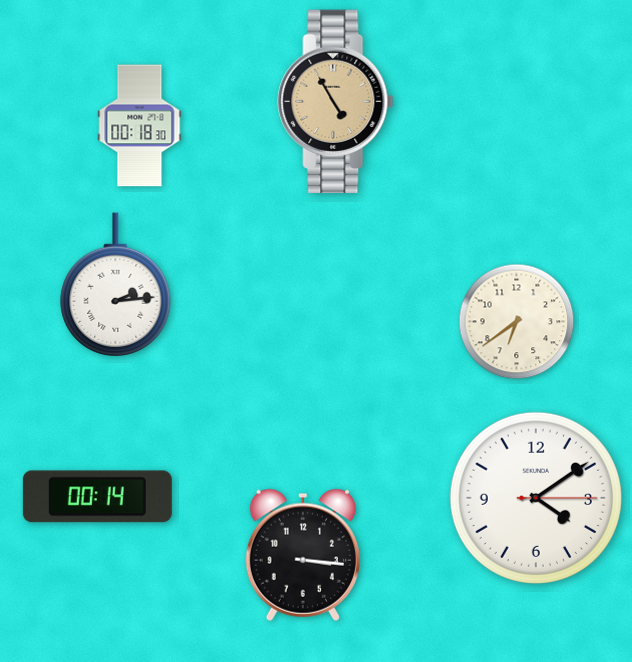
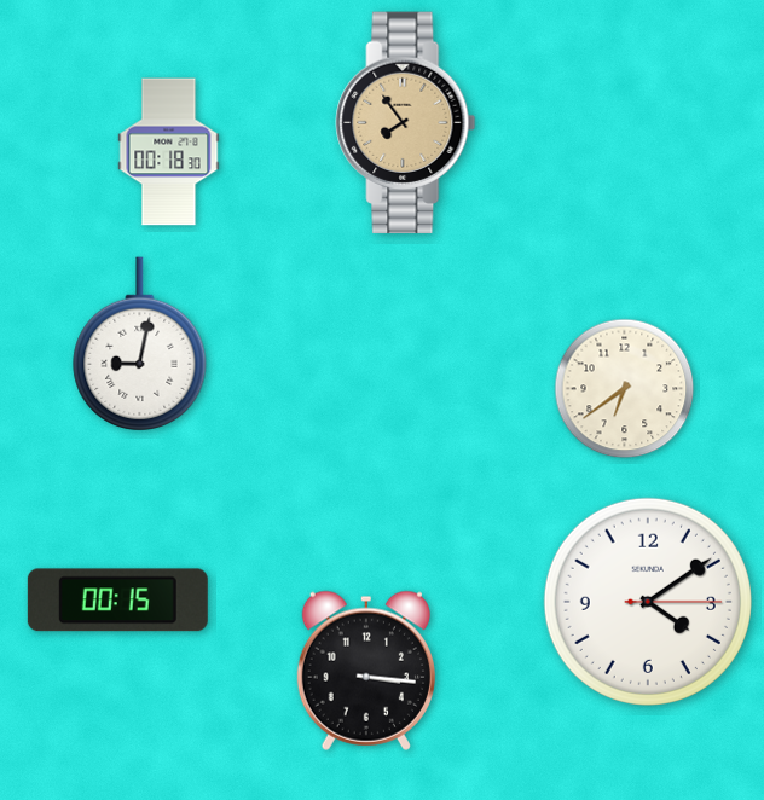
clock at (336, 102): 4:55 -> 7:54
clock at (116, 285): 2:14 -> 9:02
clock at (97, 497): 00:14 -> 00:15
